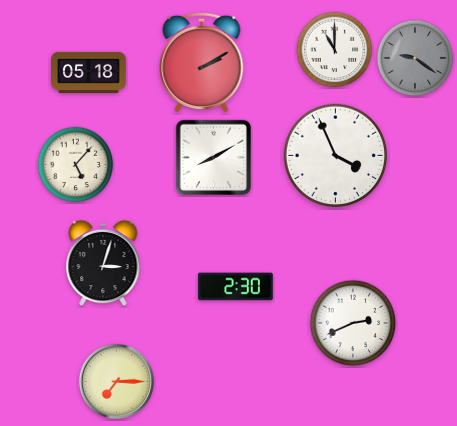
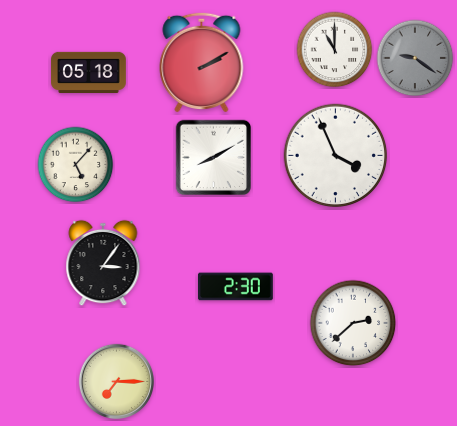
clock at (103, 263): 3:03 -> 3:06
clock at (353, 323): 2:41 -> 2:38
